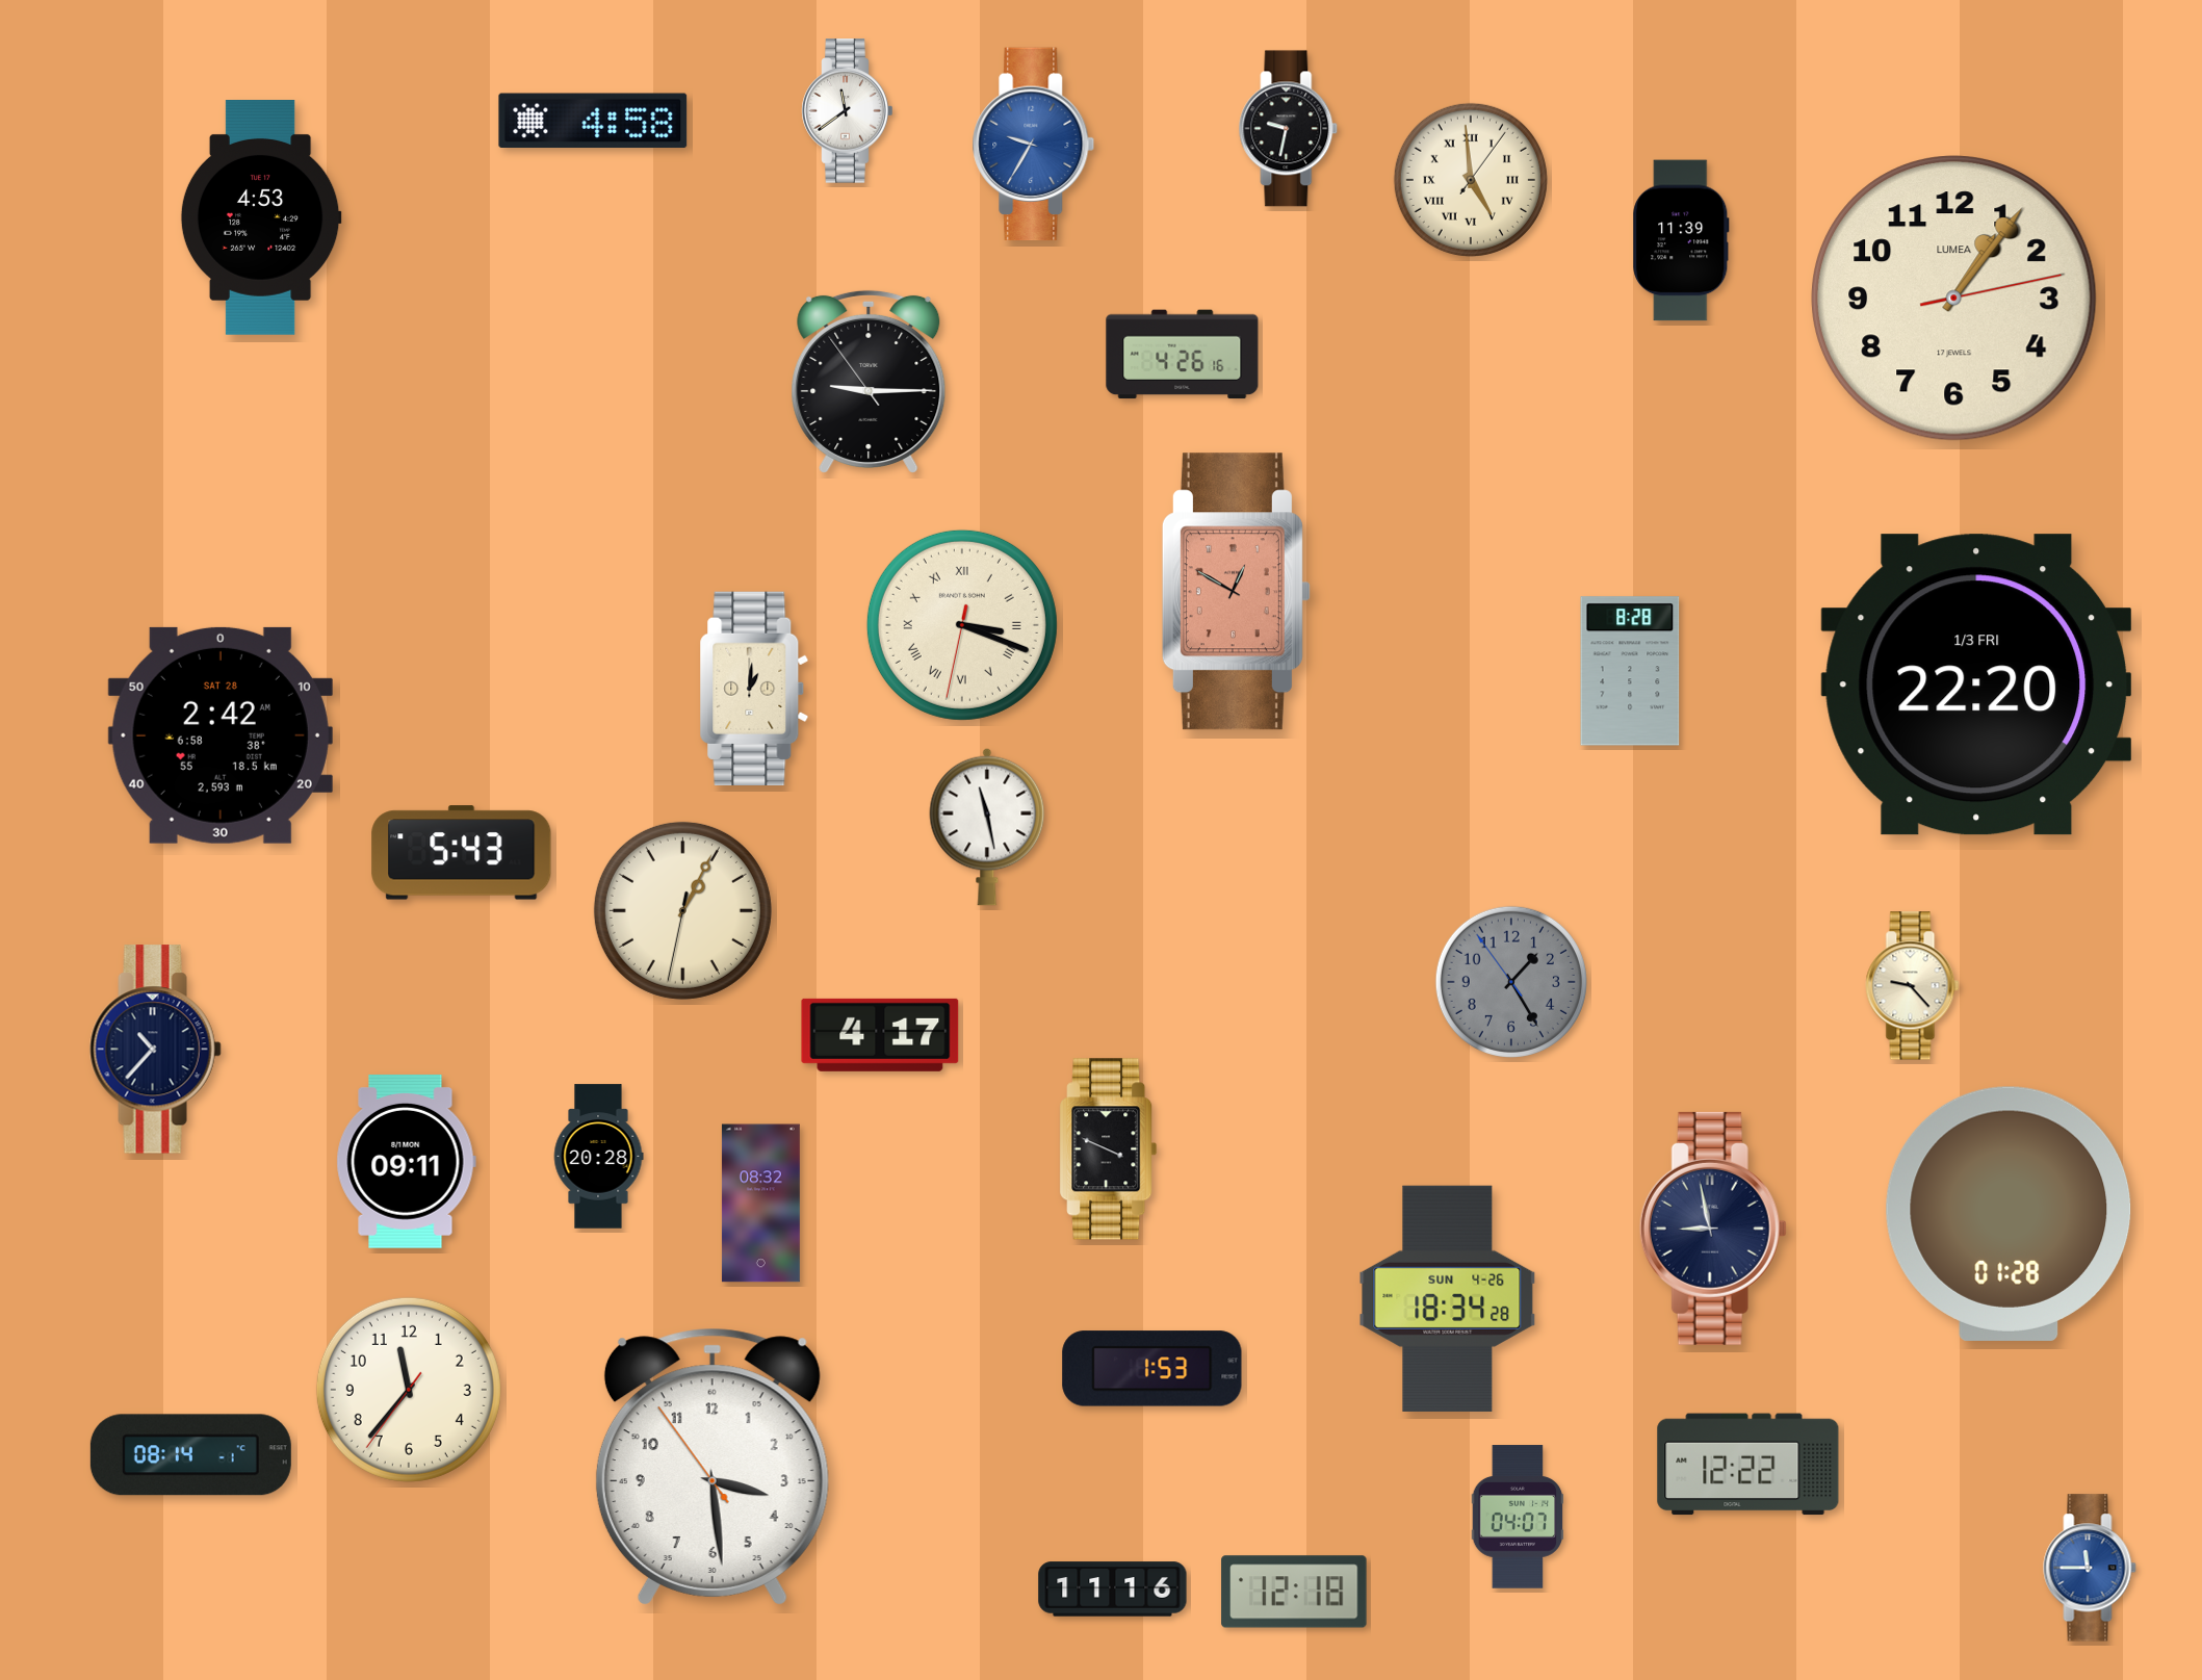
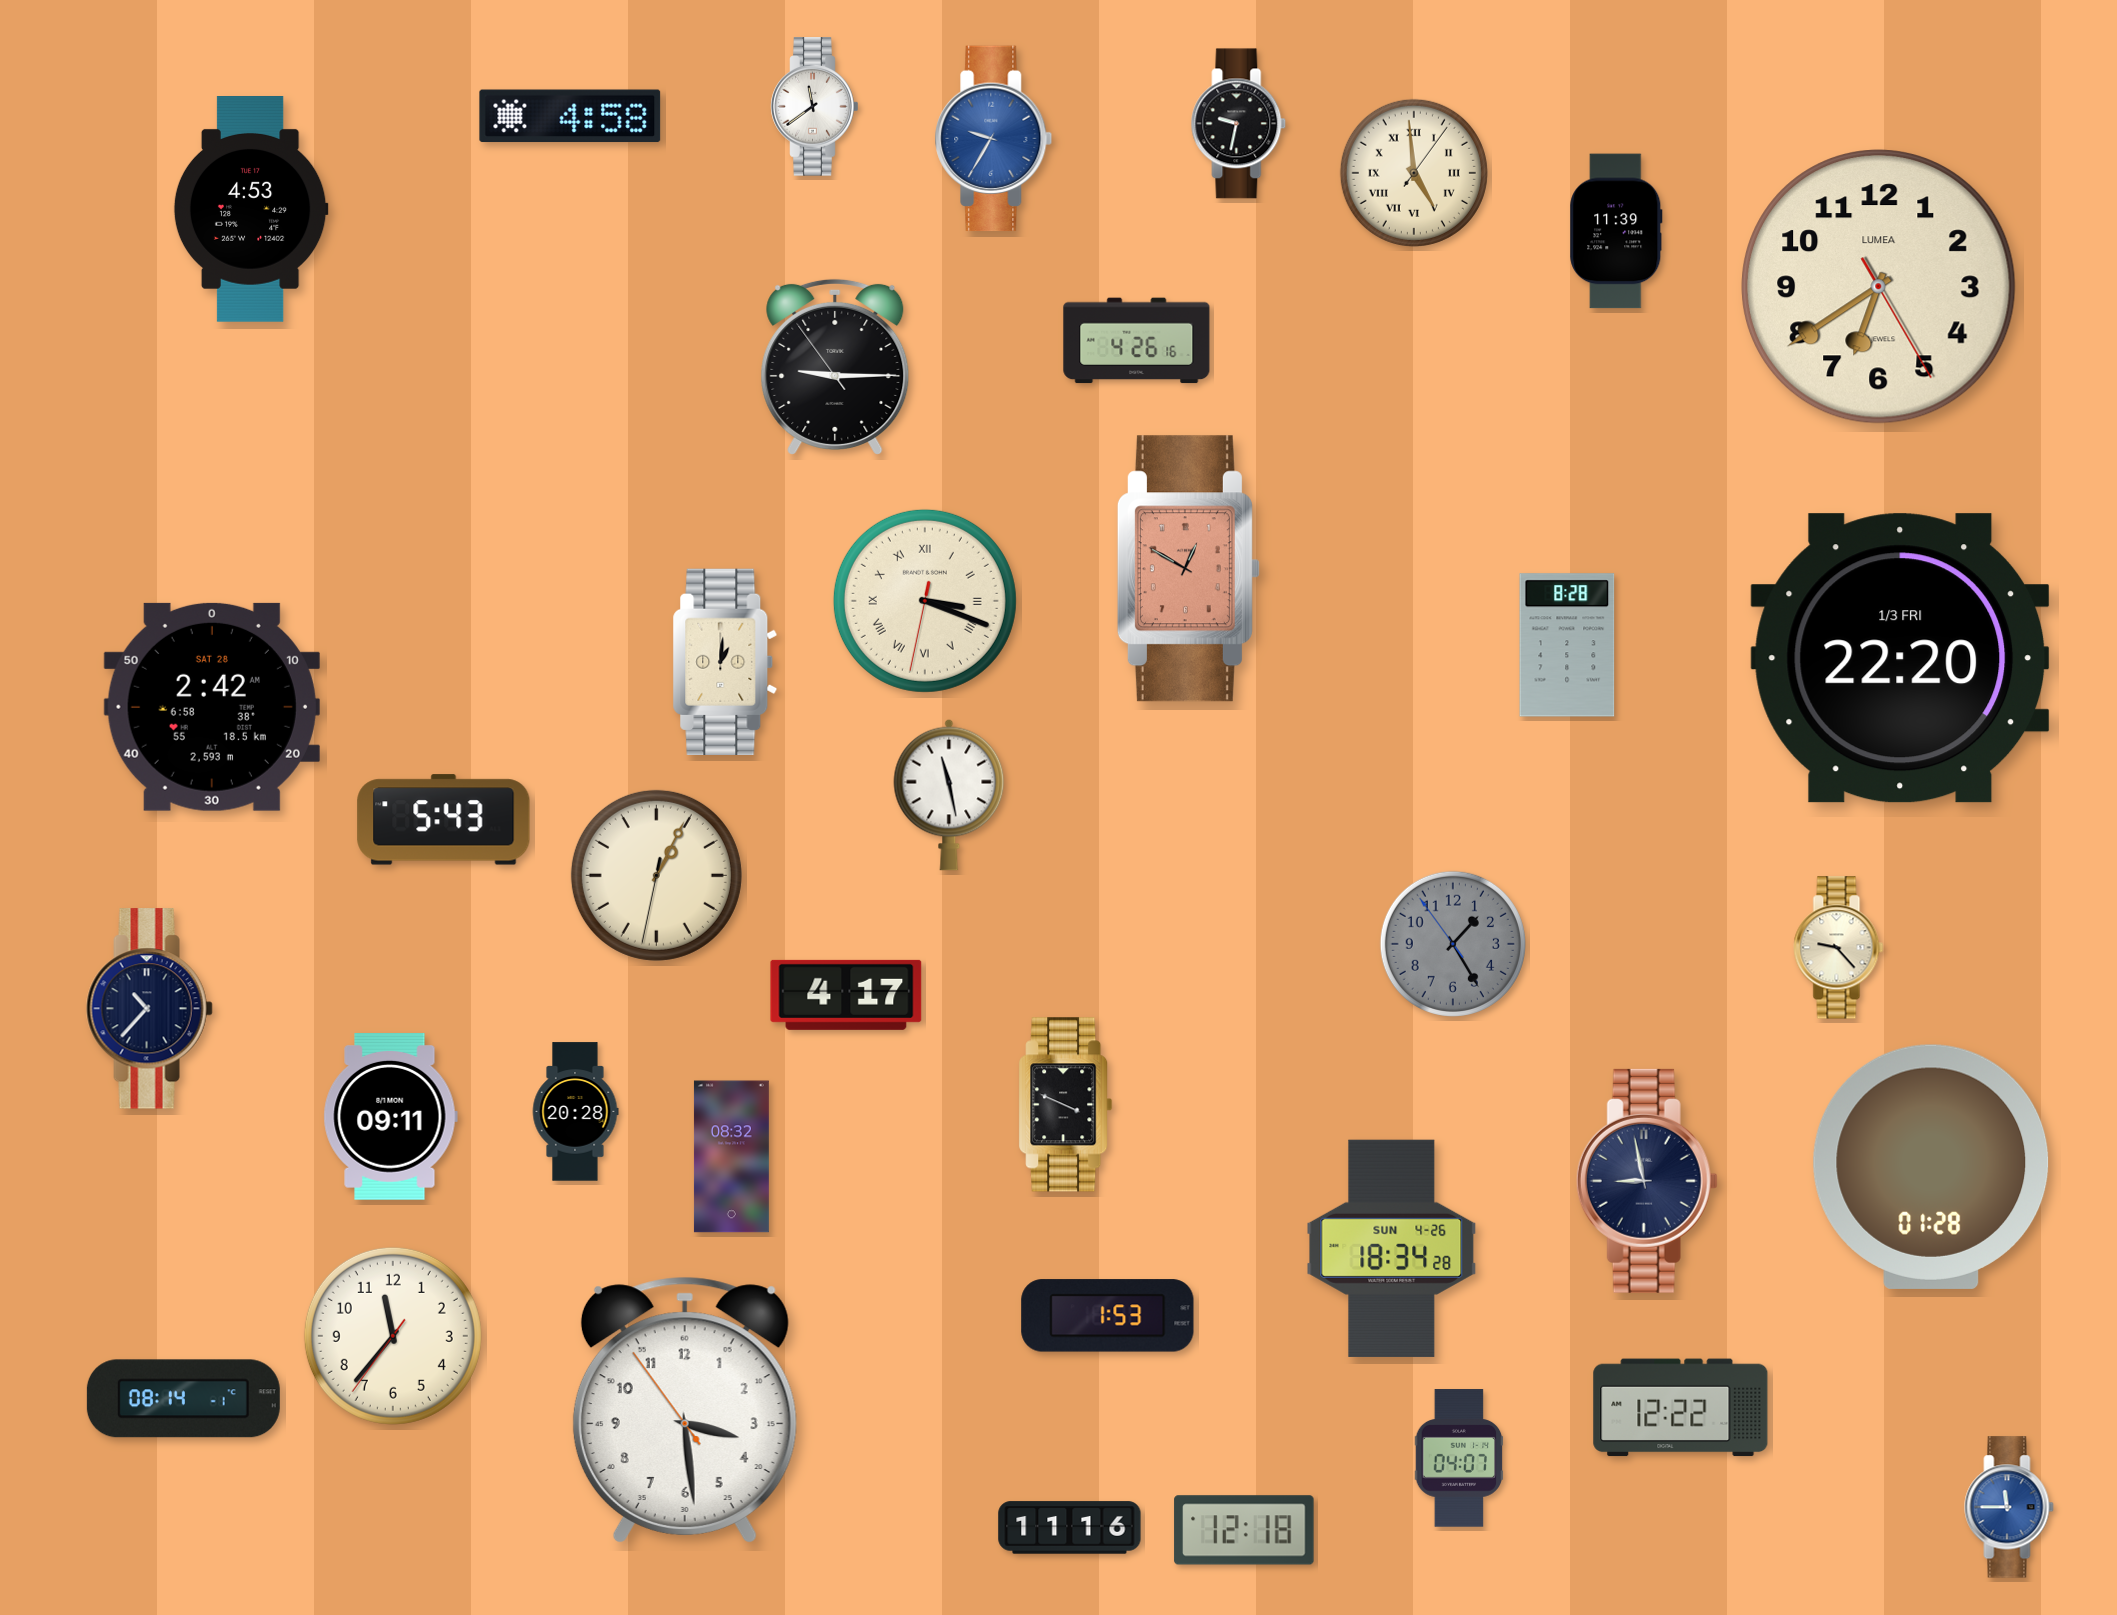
clock at (1954, 299): 1:06 -> 6:39
